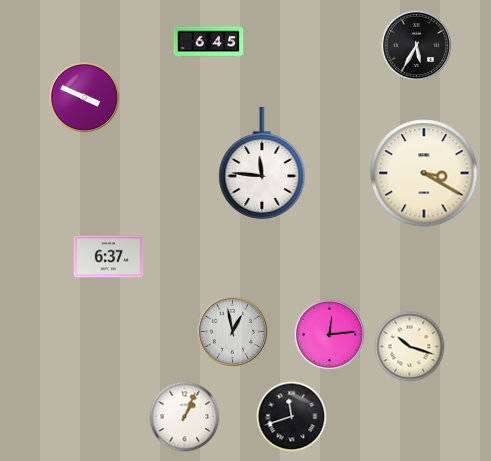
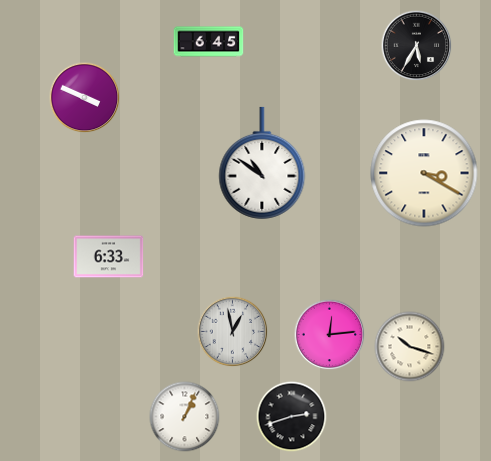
clock at (262, 163): 11:46 -> 10:51
clock at (109, 257): 6:37 -> 6:33
clock at (292, 417): 11:42 -> 2:42
